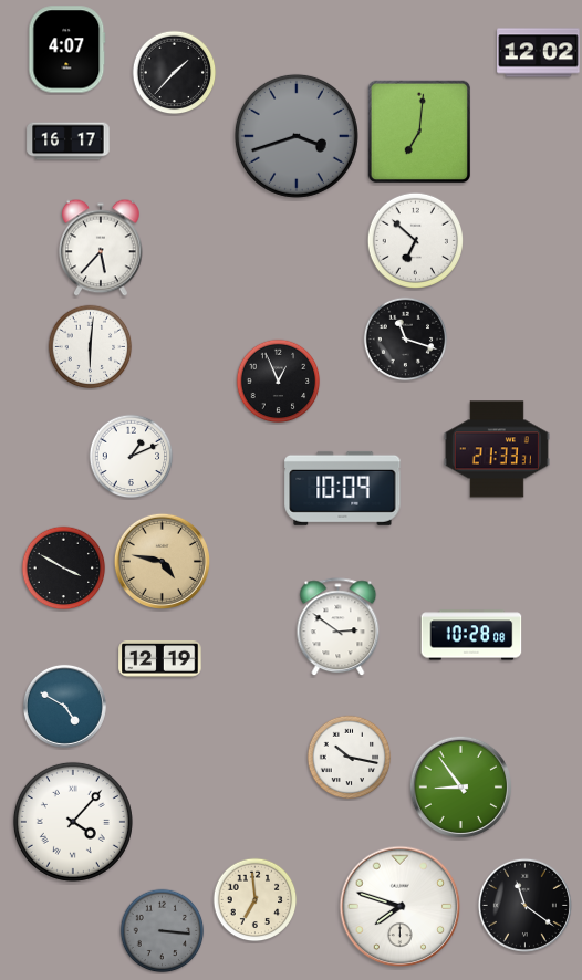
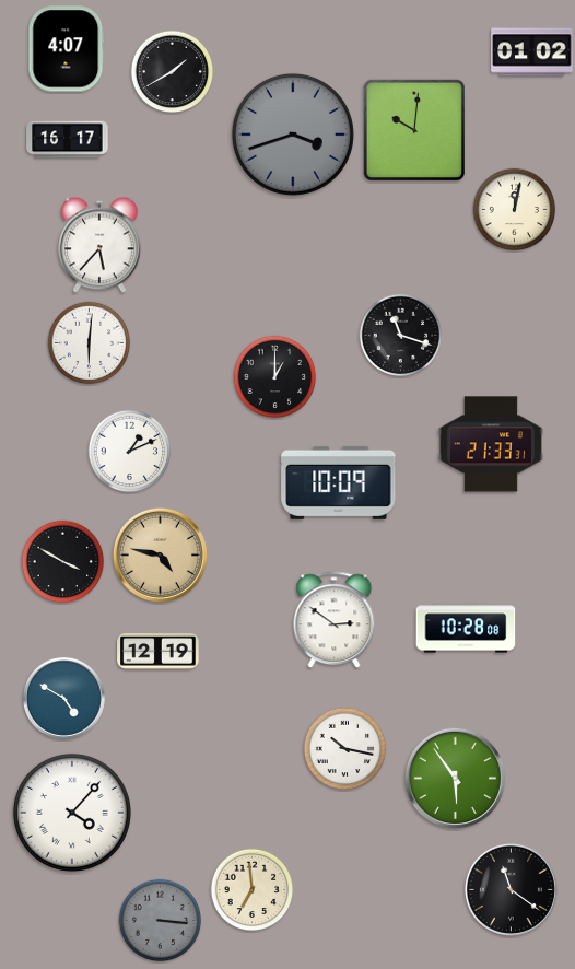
clock at (539, 53): 12:02 -> 01:02
clock at (175, 73): 1:37 -> 1:40
clock at (419, 132): 7:01 -> 10:01
clock at (515, 210): none -> 12:02
clock at (415, 240): 6:52 -> none
clock at (279, 382): 12:56 -> 1:00
clock at (460, 786): 8:54 -> 5:54
clock at (524, 905) position: (524, 905) -> (511, 889)
clock at (401, 907): 7:48 -> none
